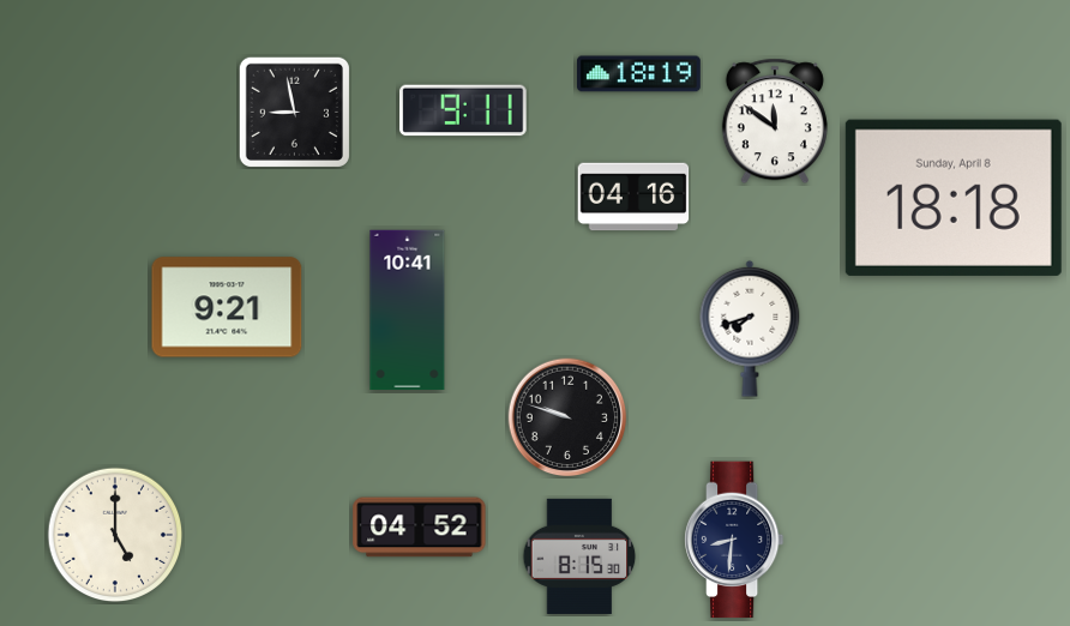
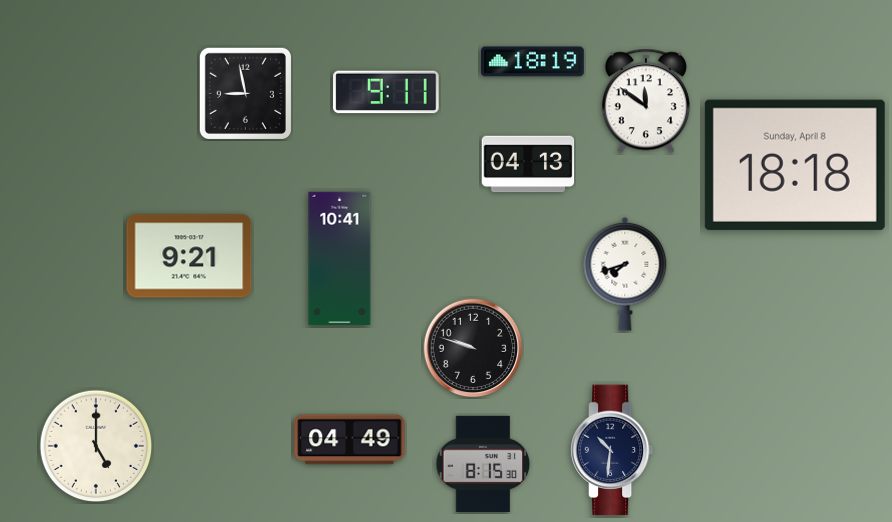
clock at (633, 197): 04:16 -> 04:13
clock at (420, 528): 04:52 -> 04:49
clock at (734, 540): 8:31 -> 10:31
